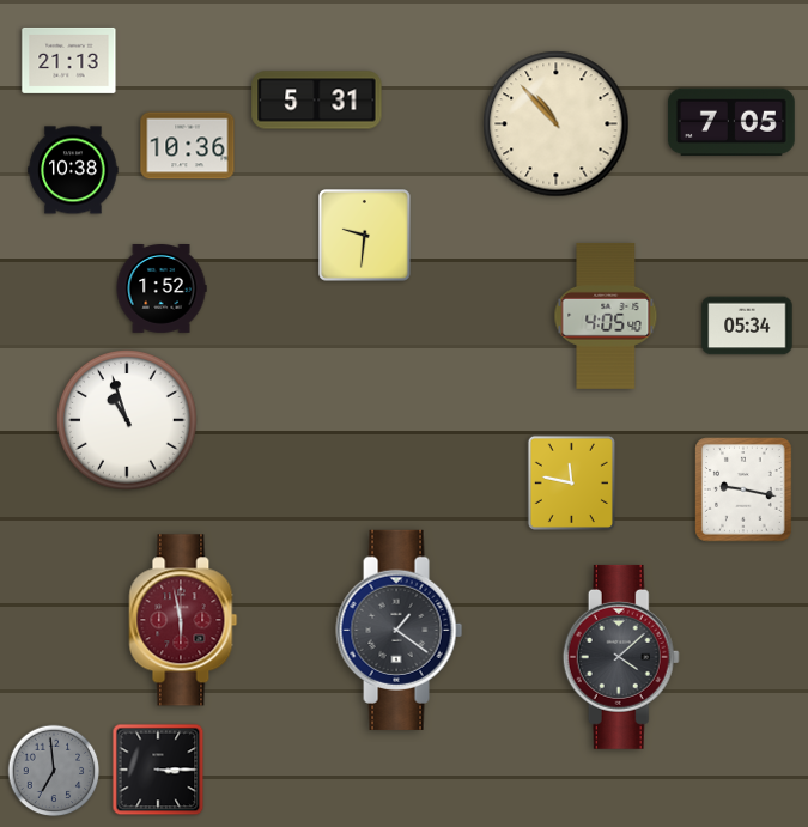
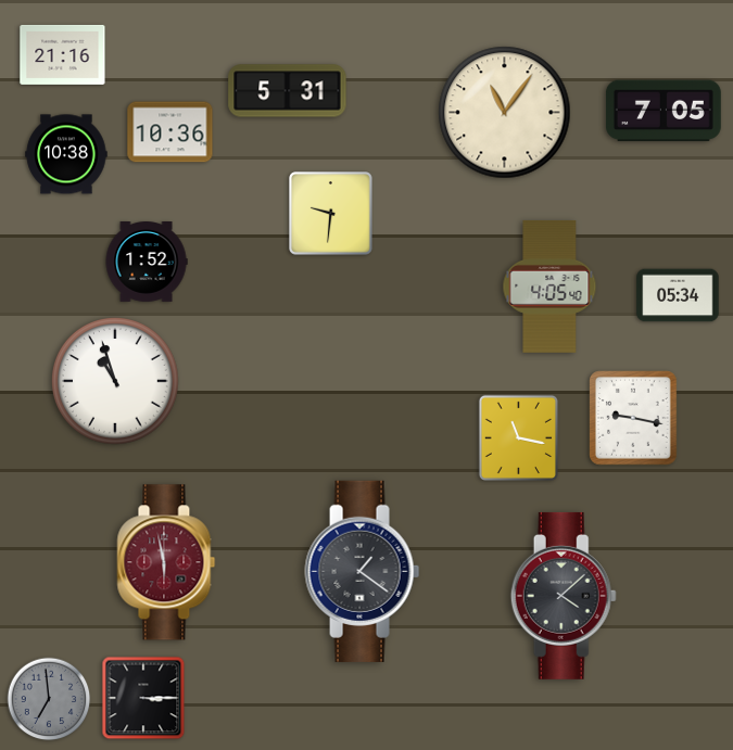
clock at (69, 60): 21:13 -> 21:16
clock at (557, 124): 10:53 -> 11:06
clock at (571, 482): 11:47 -> 11:17
clock at (743, 489) position: (743, 489) -> (633, 418)
